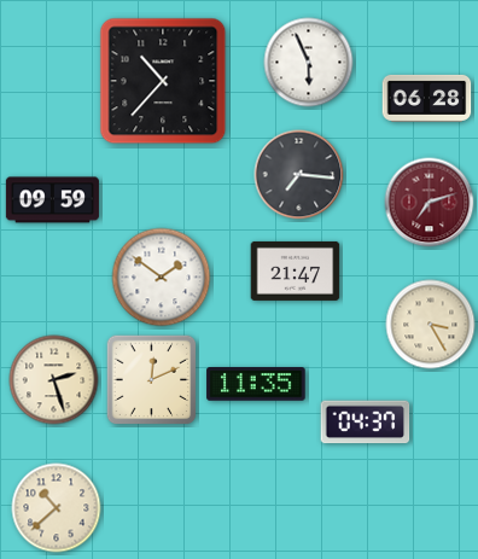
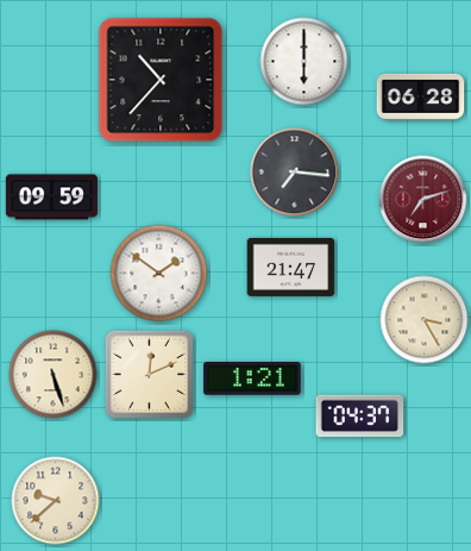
clock at (309, 63): 5:56 -> 6:00
clock at (54, 380): 2:27 -> 5:27
clock at (256, 385): 11:35 -> 1:21
clock at (57, 508): 10:38 -> 9:38
